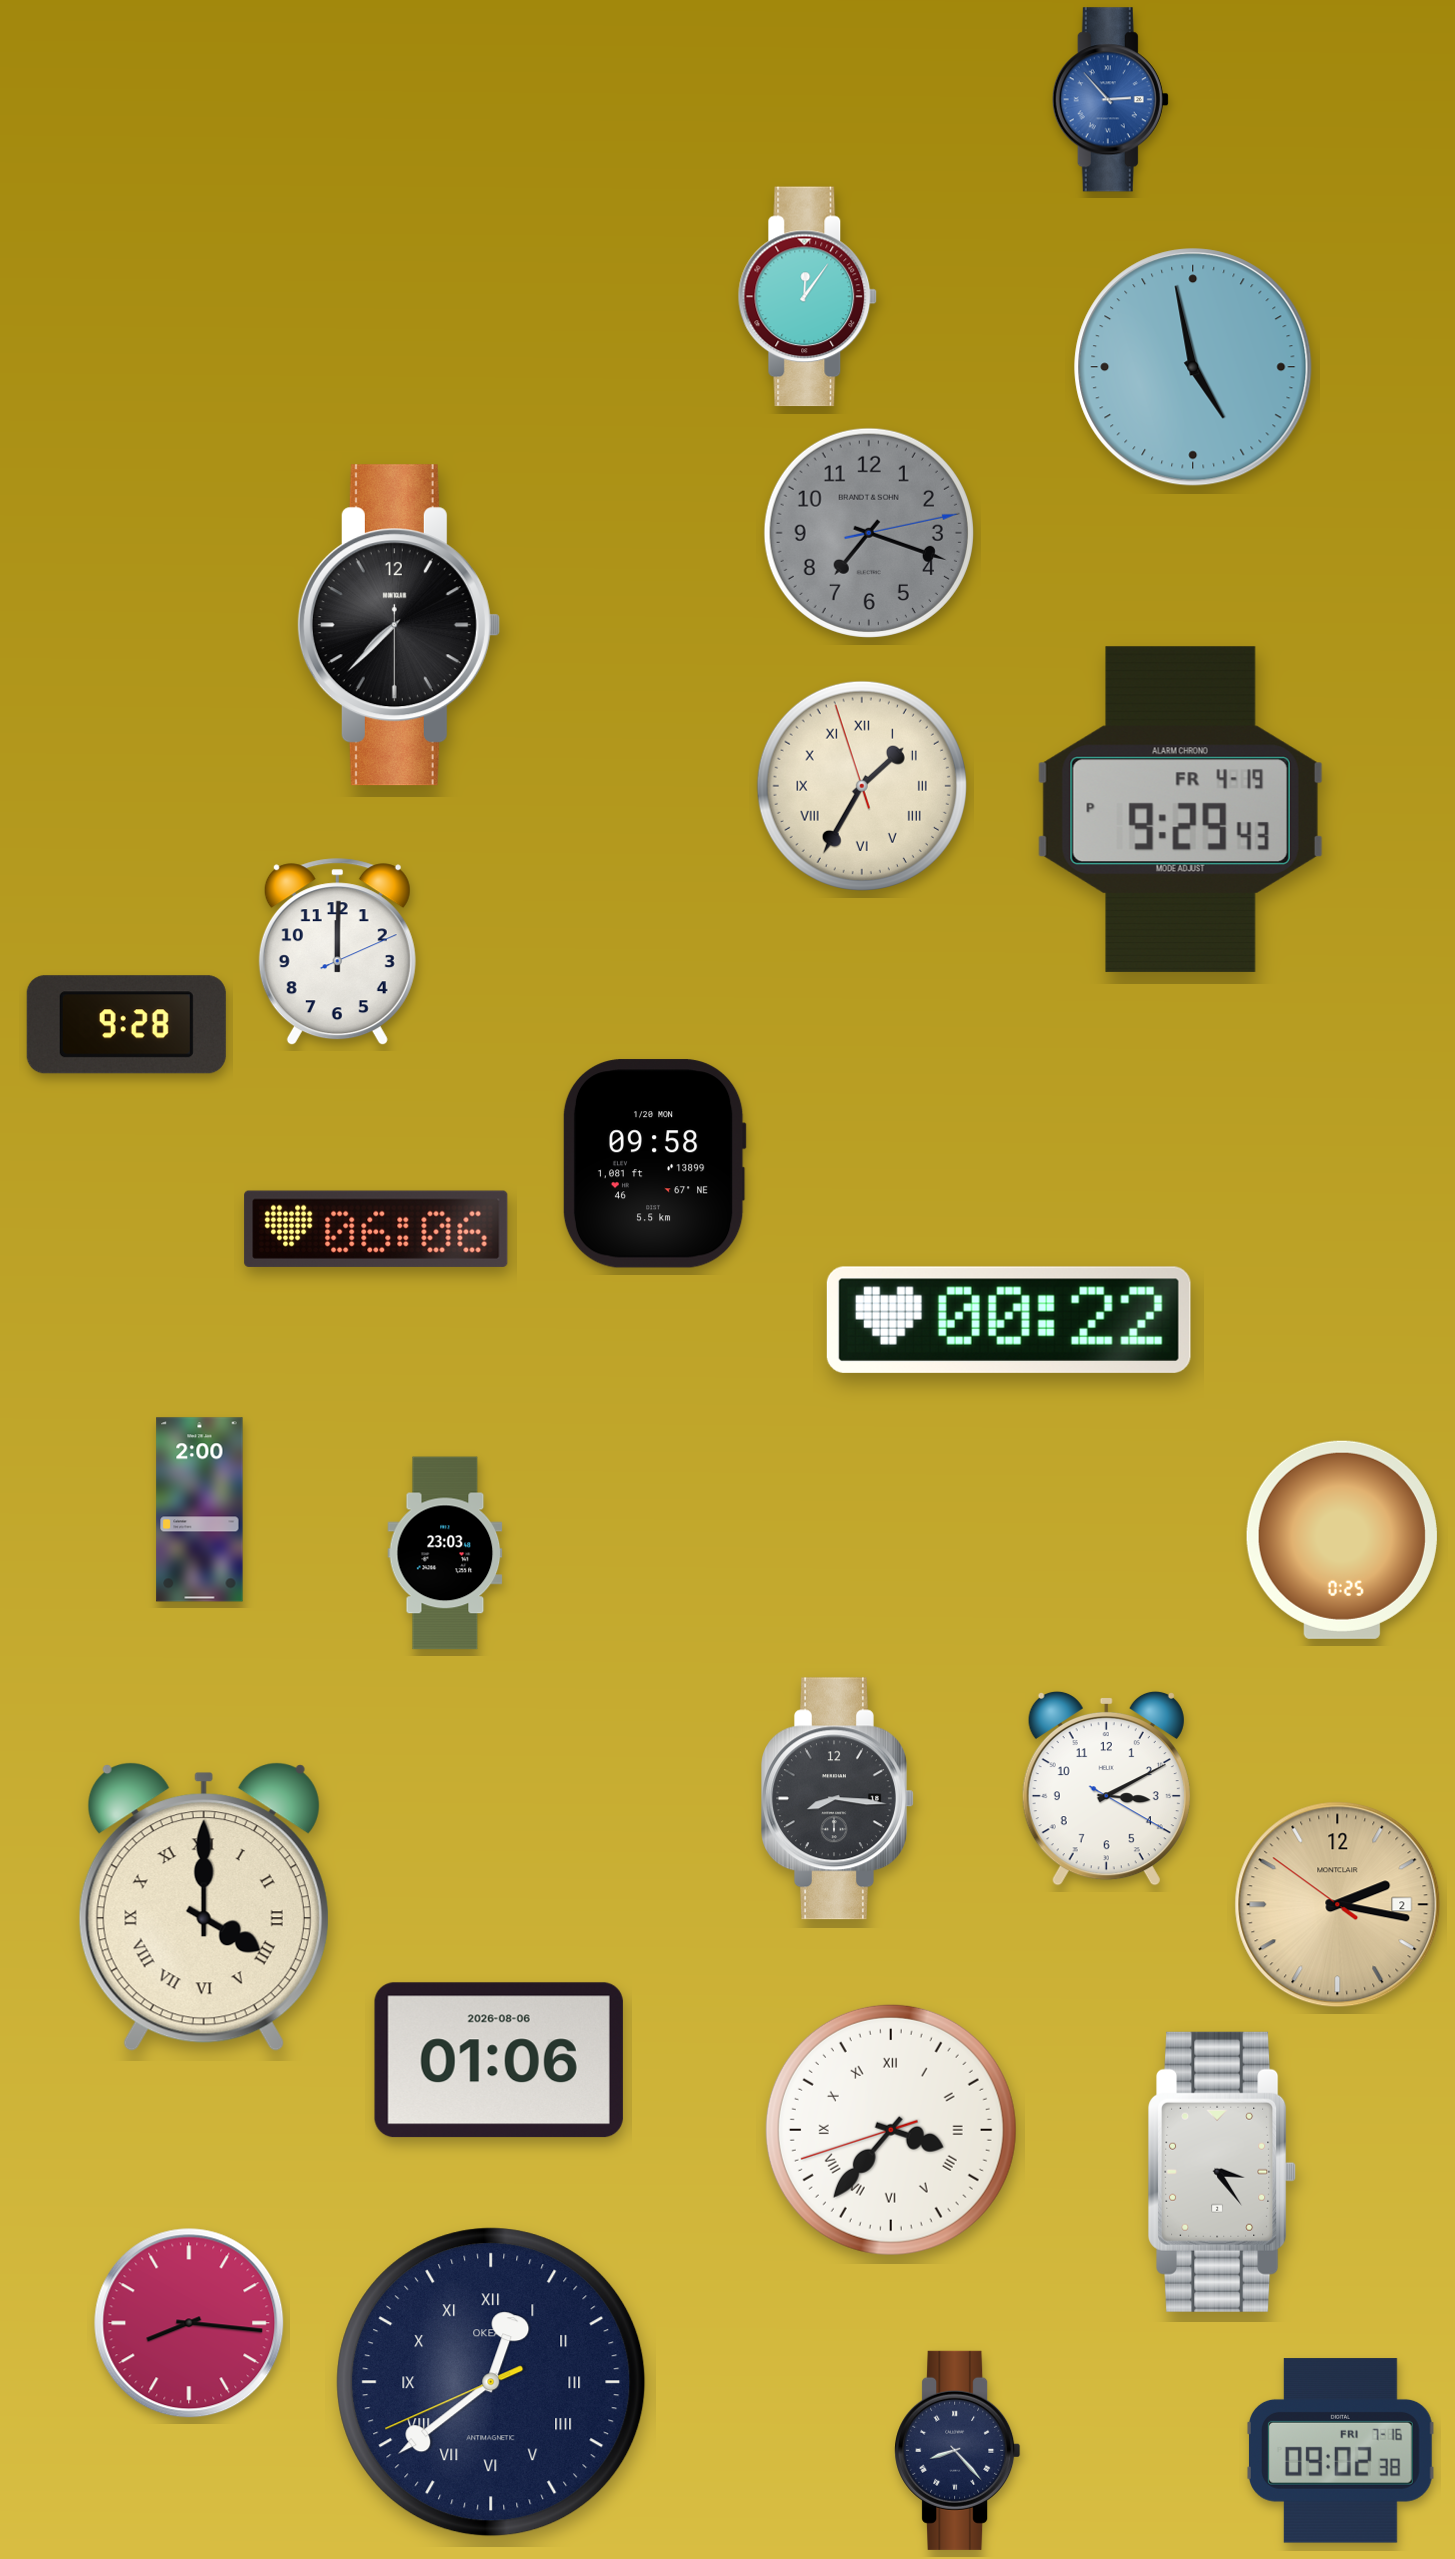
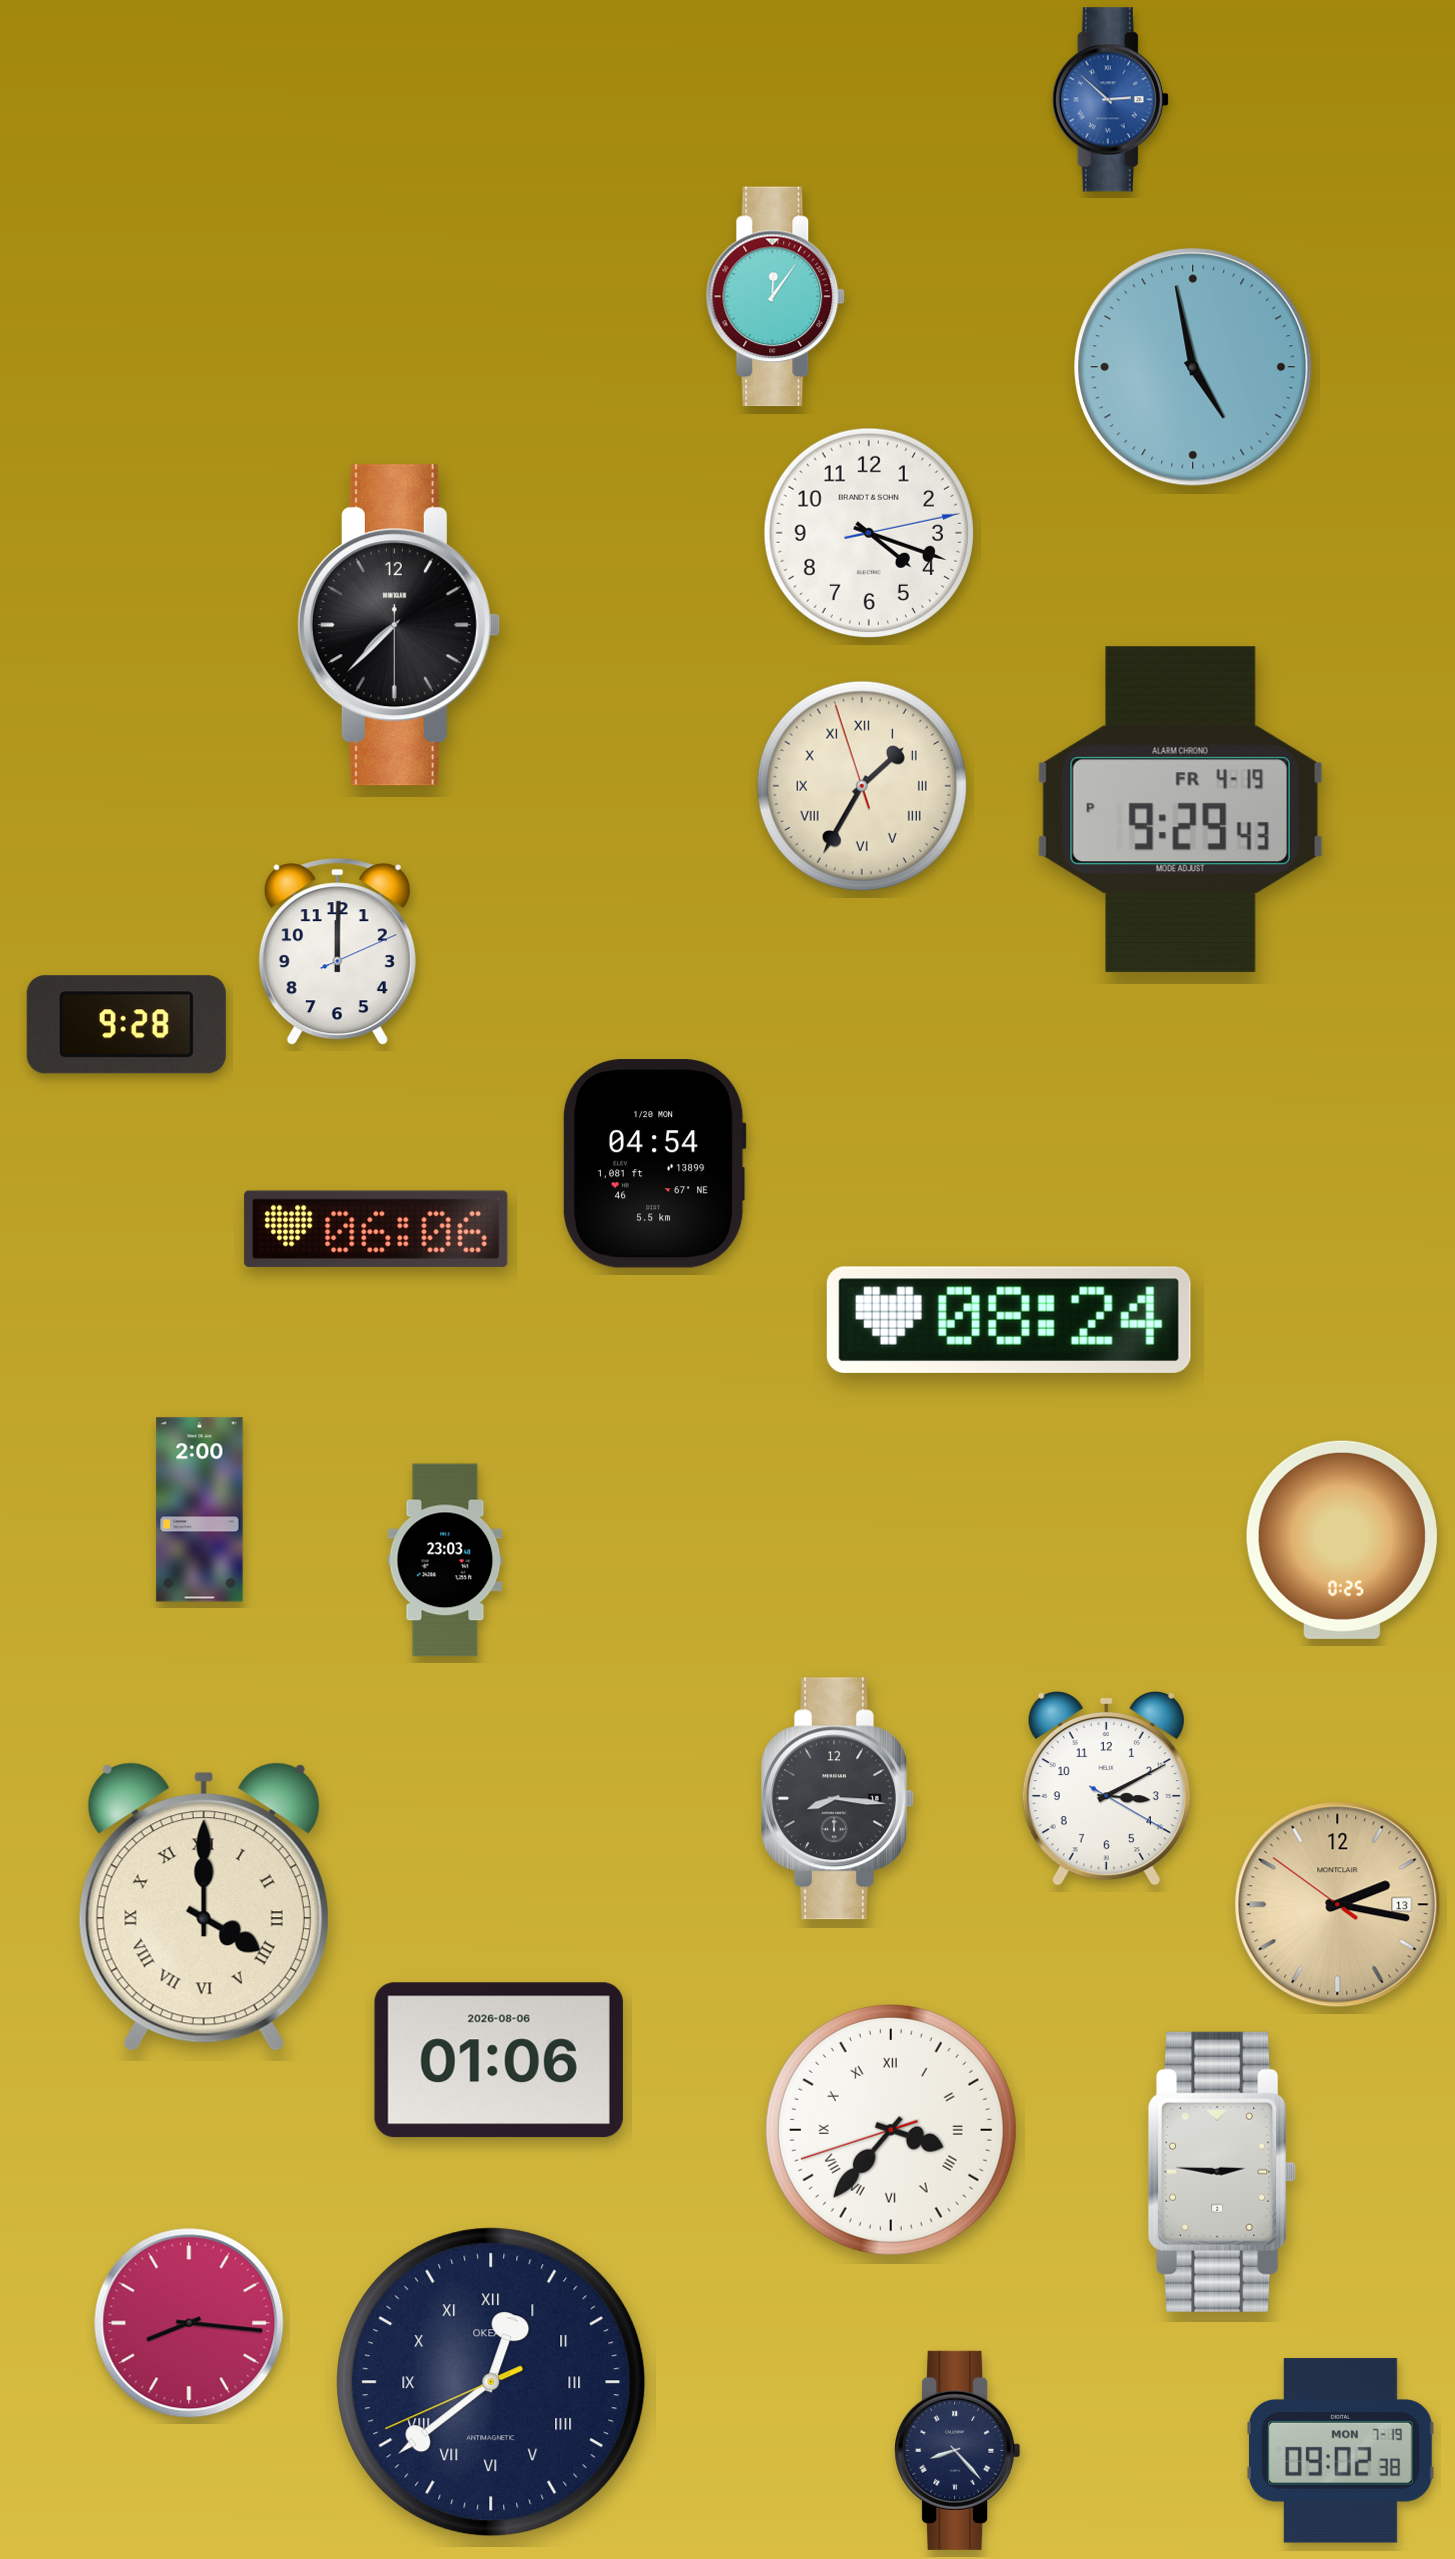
clock at (1110, 100): 2:53 -> 2:52
clock at (808, 297) position: (808, 297) -> (776, 297)
clock at (869, 533): 7:18 -> 4:18
clock at (869, 533) dial: grey -> white
clock at (654, 1164): 09:58 -> 04:54
clock at (1009, 1320): 00:22 -> 08:24
clock at (445, 1553) position: (445, 1553) -> (445, 1560)
clock at (1338, 1905) date: 2 -> 13
clock at (1223, 2172): 3:24 -> 2:46
clock at (1340, 2451) date: FRI 7-16 -> MON 7-19
